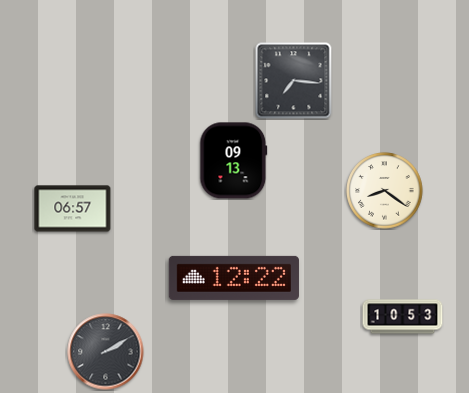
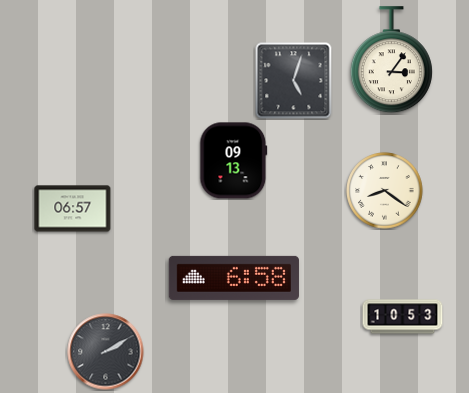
clock at (391, 60): none -> 3:06
clock at (294, 81): 7:16 -> 5:03
clock at (234, 278): 12:22 -> 6:58
